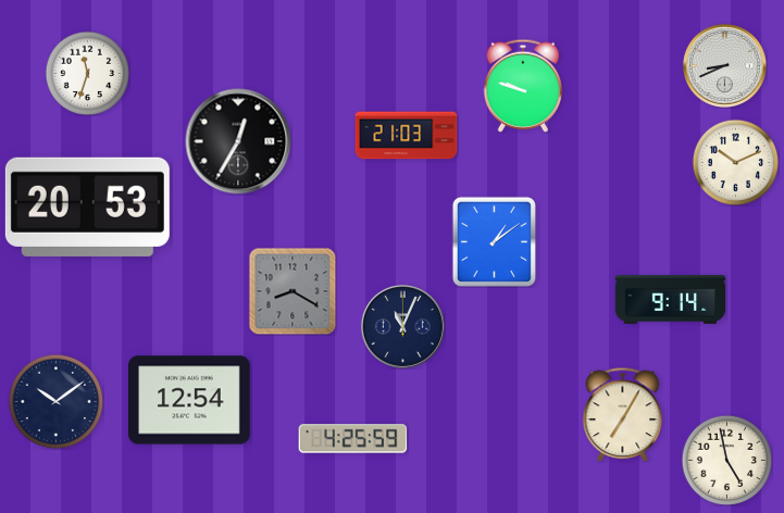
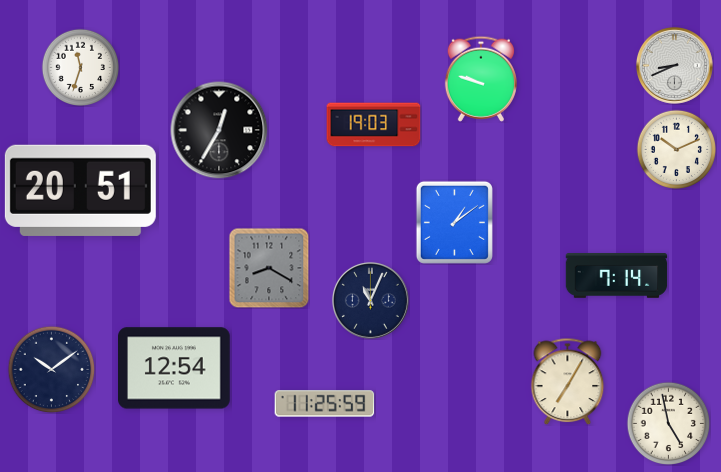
clock at (724, 65) position: (724, 65) -> (674, 65)
clock at (407, 136): 21:03 -> 19:03
clock at (87, 207): 20:53 -> 20:51
clock at (671, 300): 9:14 -> 7:14
clock at (623, 414) position: (623, 414) -> (568, 381)
clock at (353, 439): 4:25 -> 11:25
